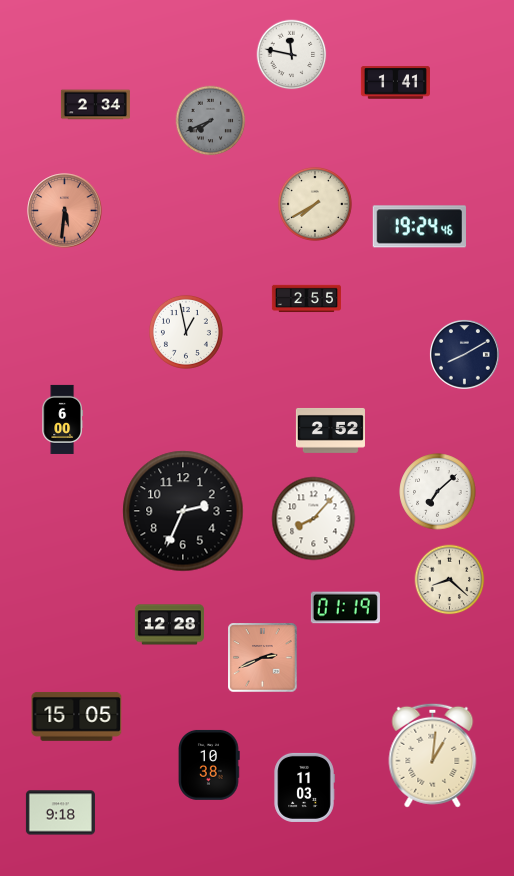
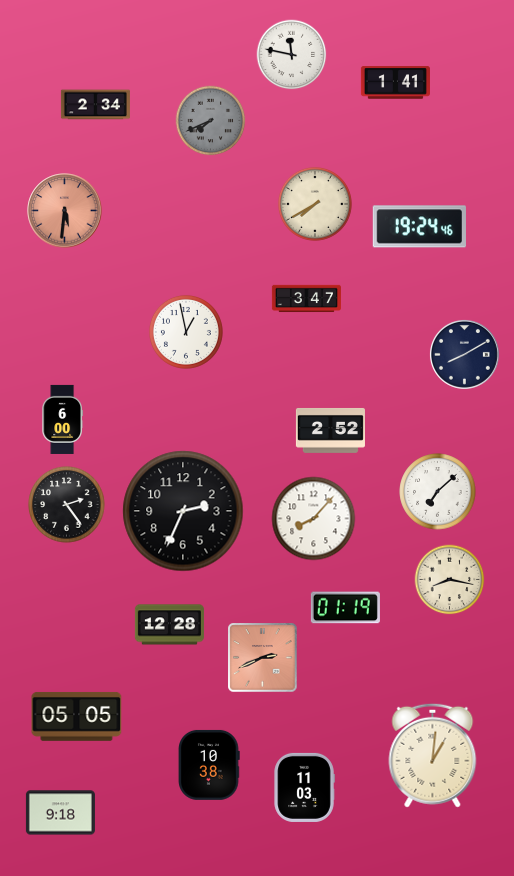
clock at (306, 299): 2:55 -> 3:47
clock at (67, 505): none -> 2:24
clock at (450, 580): 8:22 -> 8:17
clock at (77, 717): 15:05 -> 05:05
